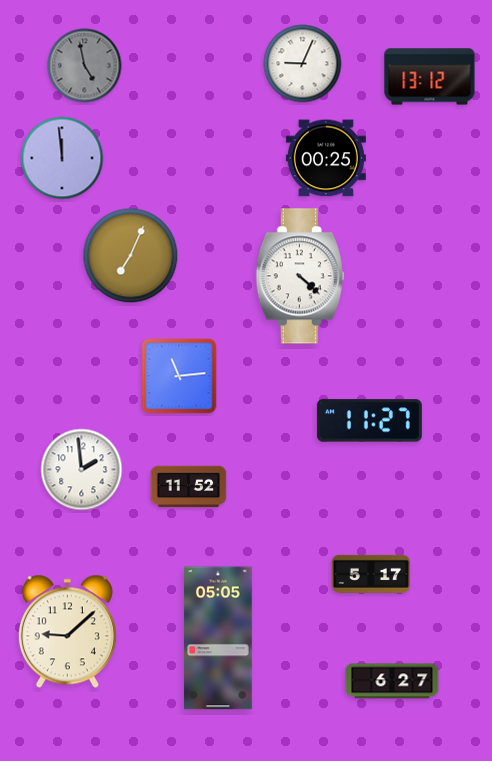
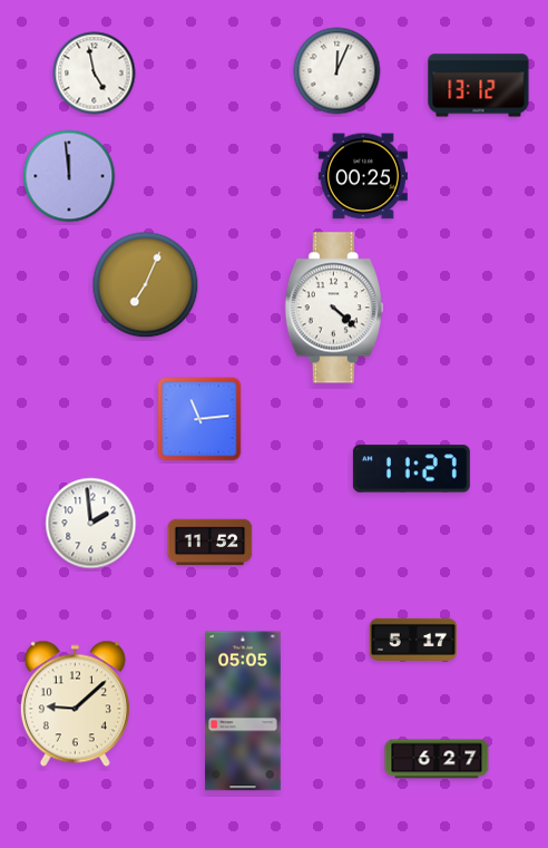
clock at (303, 64): 9:04 -> 12:04
clock at (85, 66) dial: grey -> white
